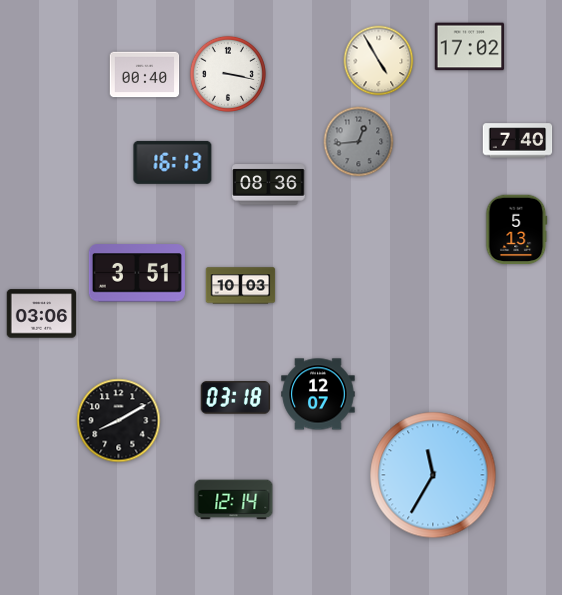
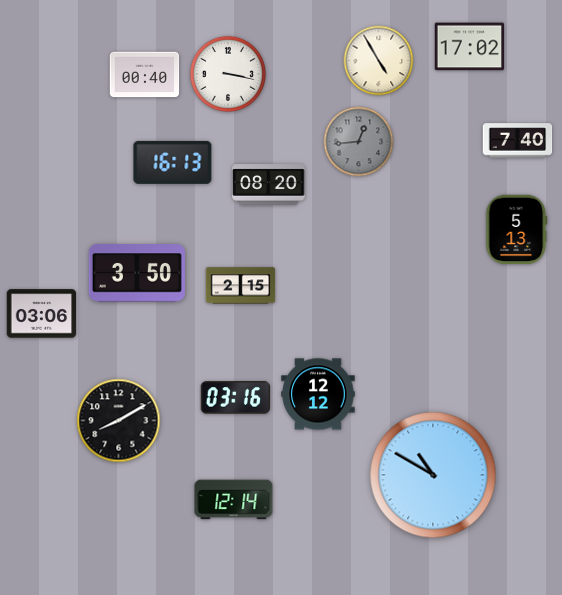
clock at (269, 185): 08:36 -> 08:20
clock at (137, 273): 3:51 -> 3:50
clock at (241, 286): 10:03 -> 2:15
clock at (318, 394): 12:07 -> 12:12
clock at (236, 398): 03:18 -> 03:16
clock at (433, 475): 11:35 -> 10:50
